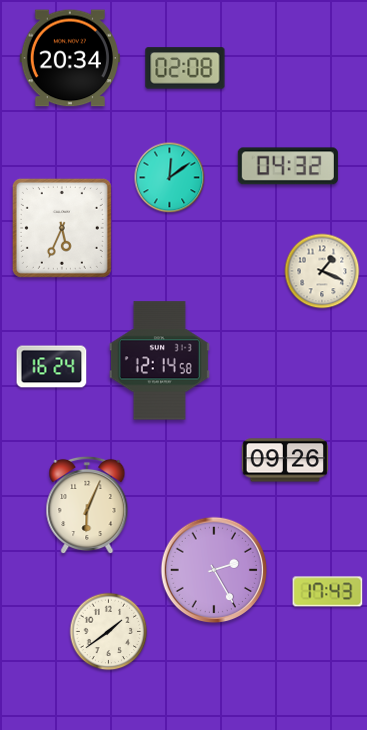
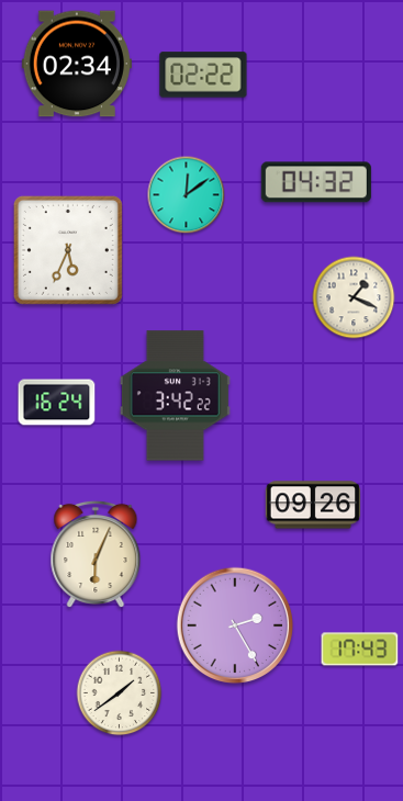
clock at (70, 58): 20:34 -> 02:34
clock at (185, 68): 02:08 -> 02:22
clock at (159, 361): 12:14 -> 3:42
